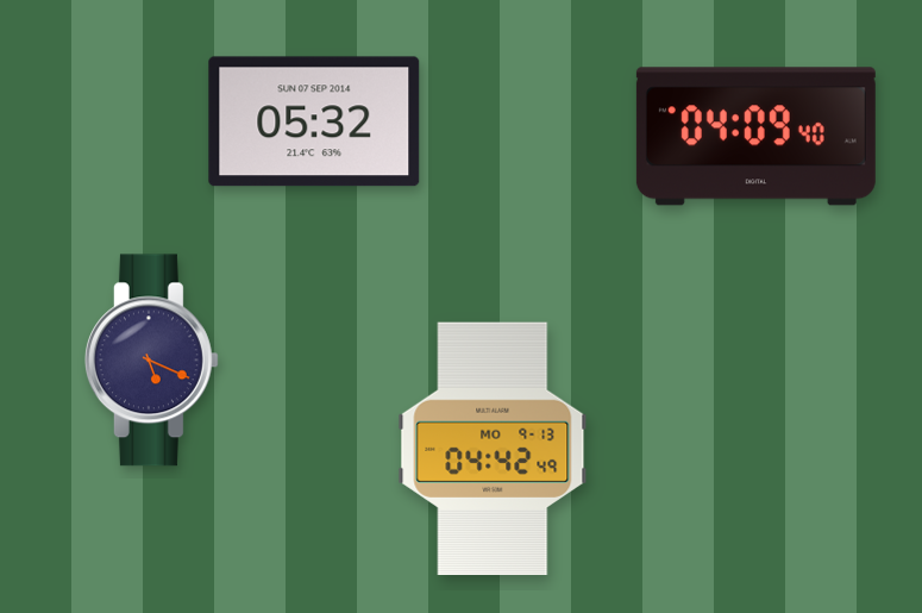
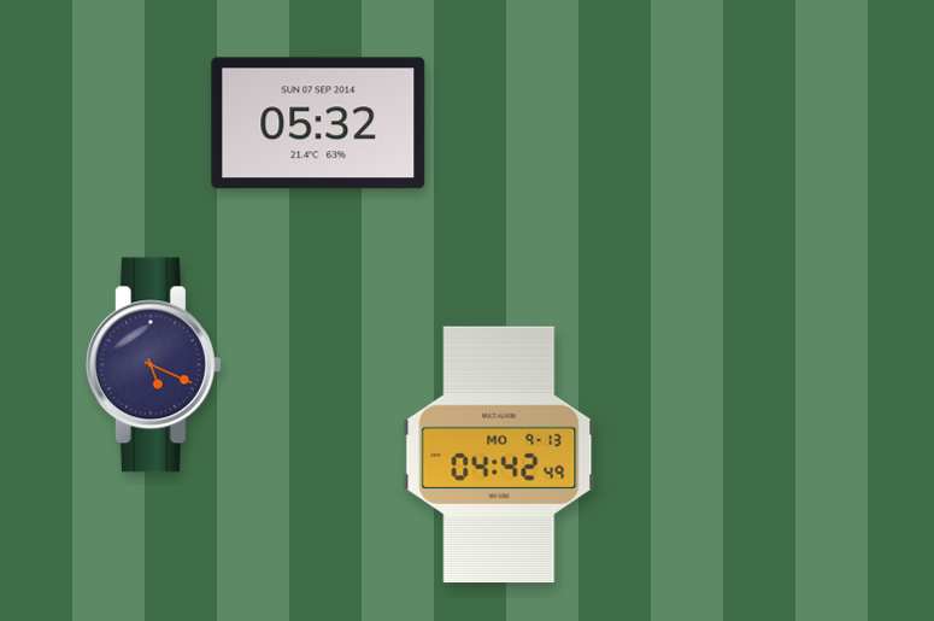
clock at (755, 137): 04:09 -> none
